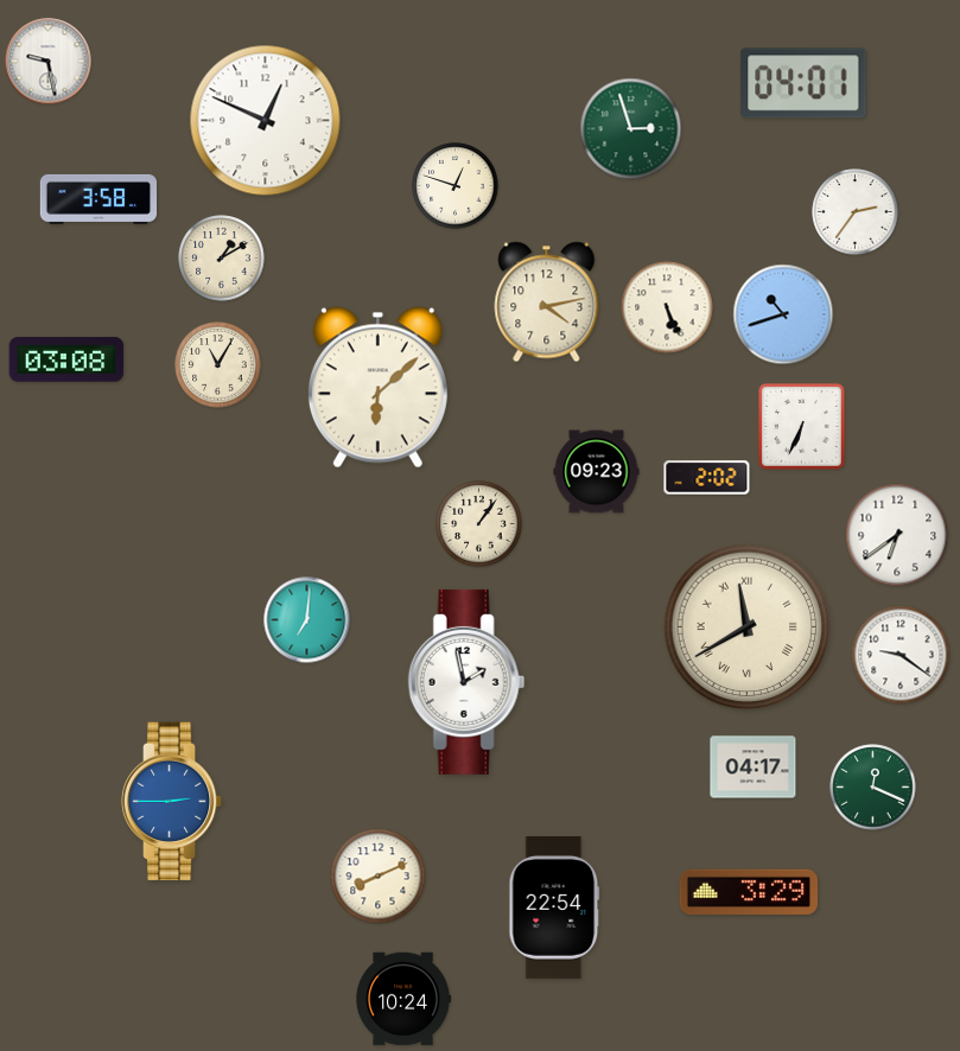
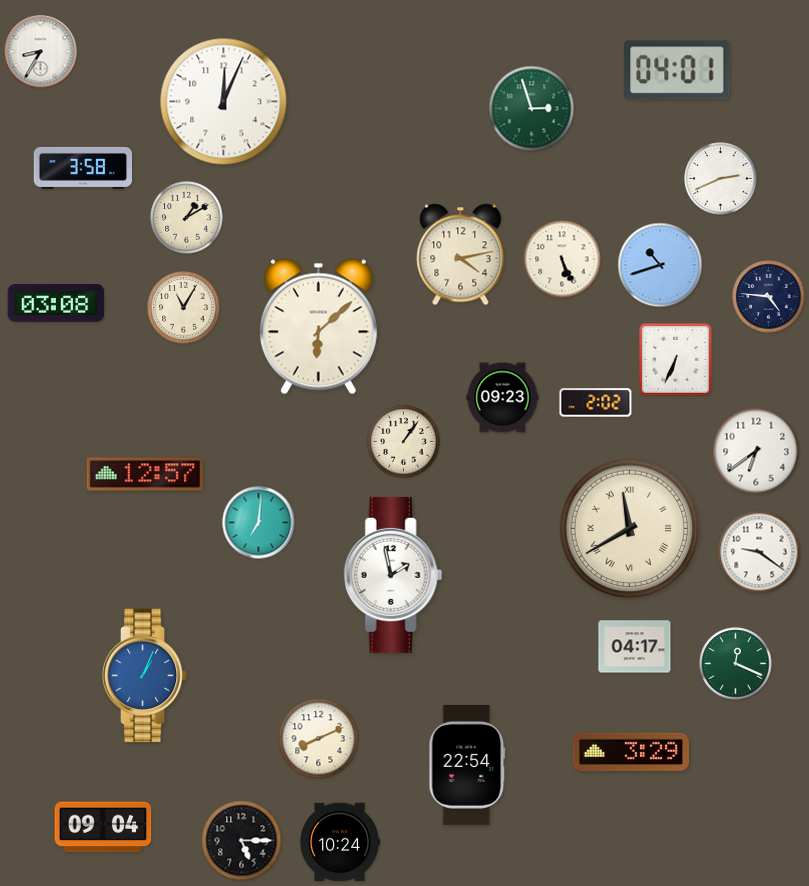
clock at (49, 62): 9:28 -> 8:35
clock at (266, 121): 12:49 -> 12:04
clock at (456, 186): 12:48 -> none
clock at (856, 212): 2:36 -> 2:41
clock at (769, 297): none -> 4:46
clock at (144, 474): none -> 12:57
clock at (172, 802): 2:45 -> 1:04
clock at (103, 827): none -> 09:04
clock at (242, 841): none -> 5:15
